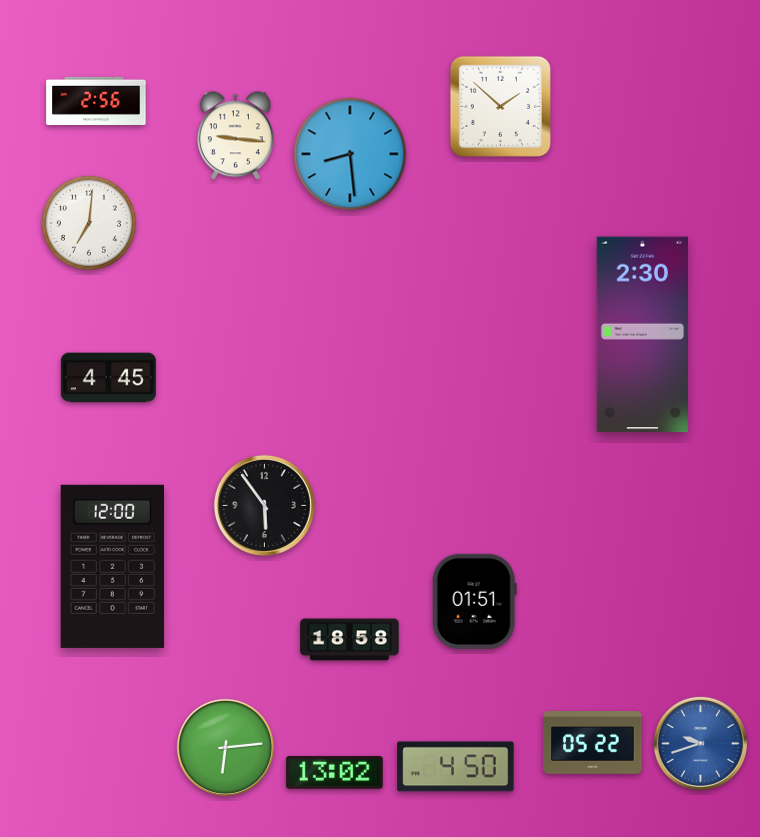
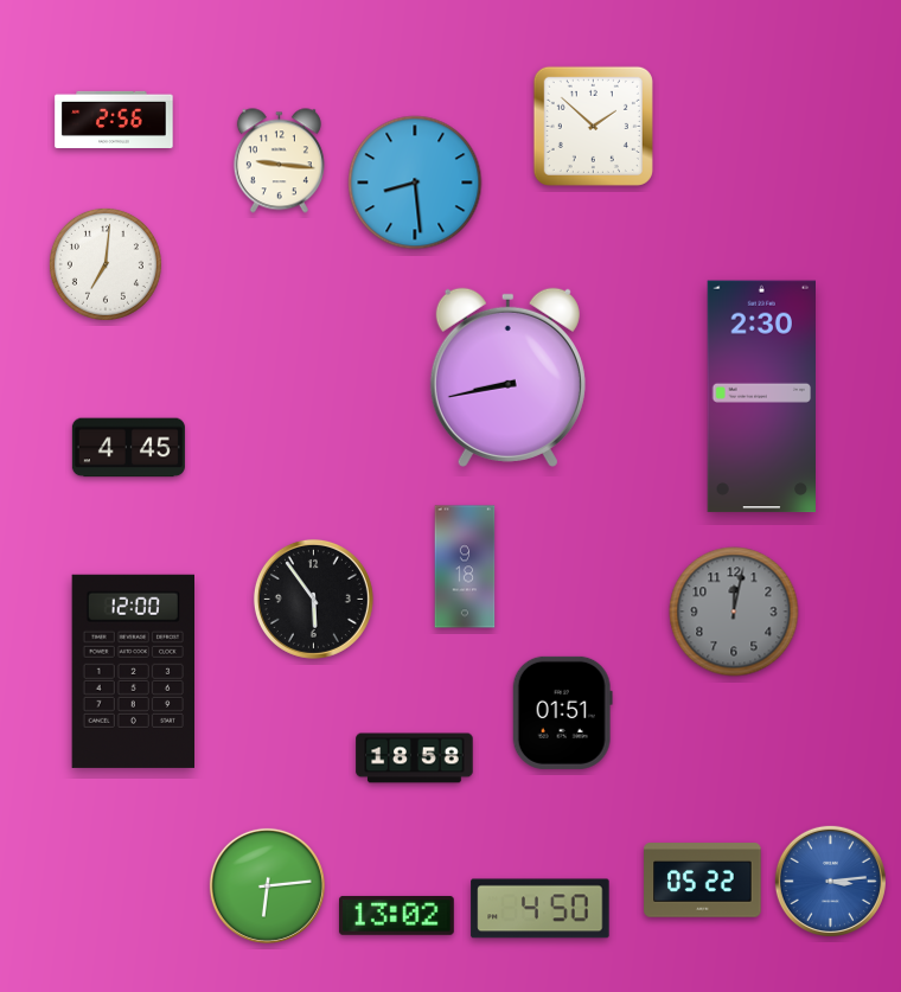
clock at (507, 377): none -> 8:43
clock at (465, 567): none -> 9:18
clock at (734, 612): none -> 12:02
clock at (700, 743): 9:42 -> 3:14
